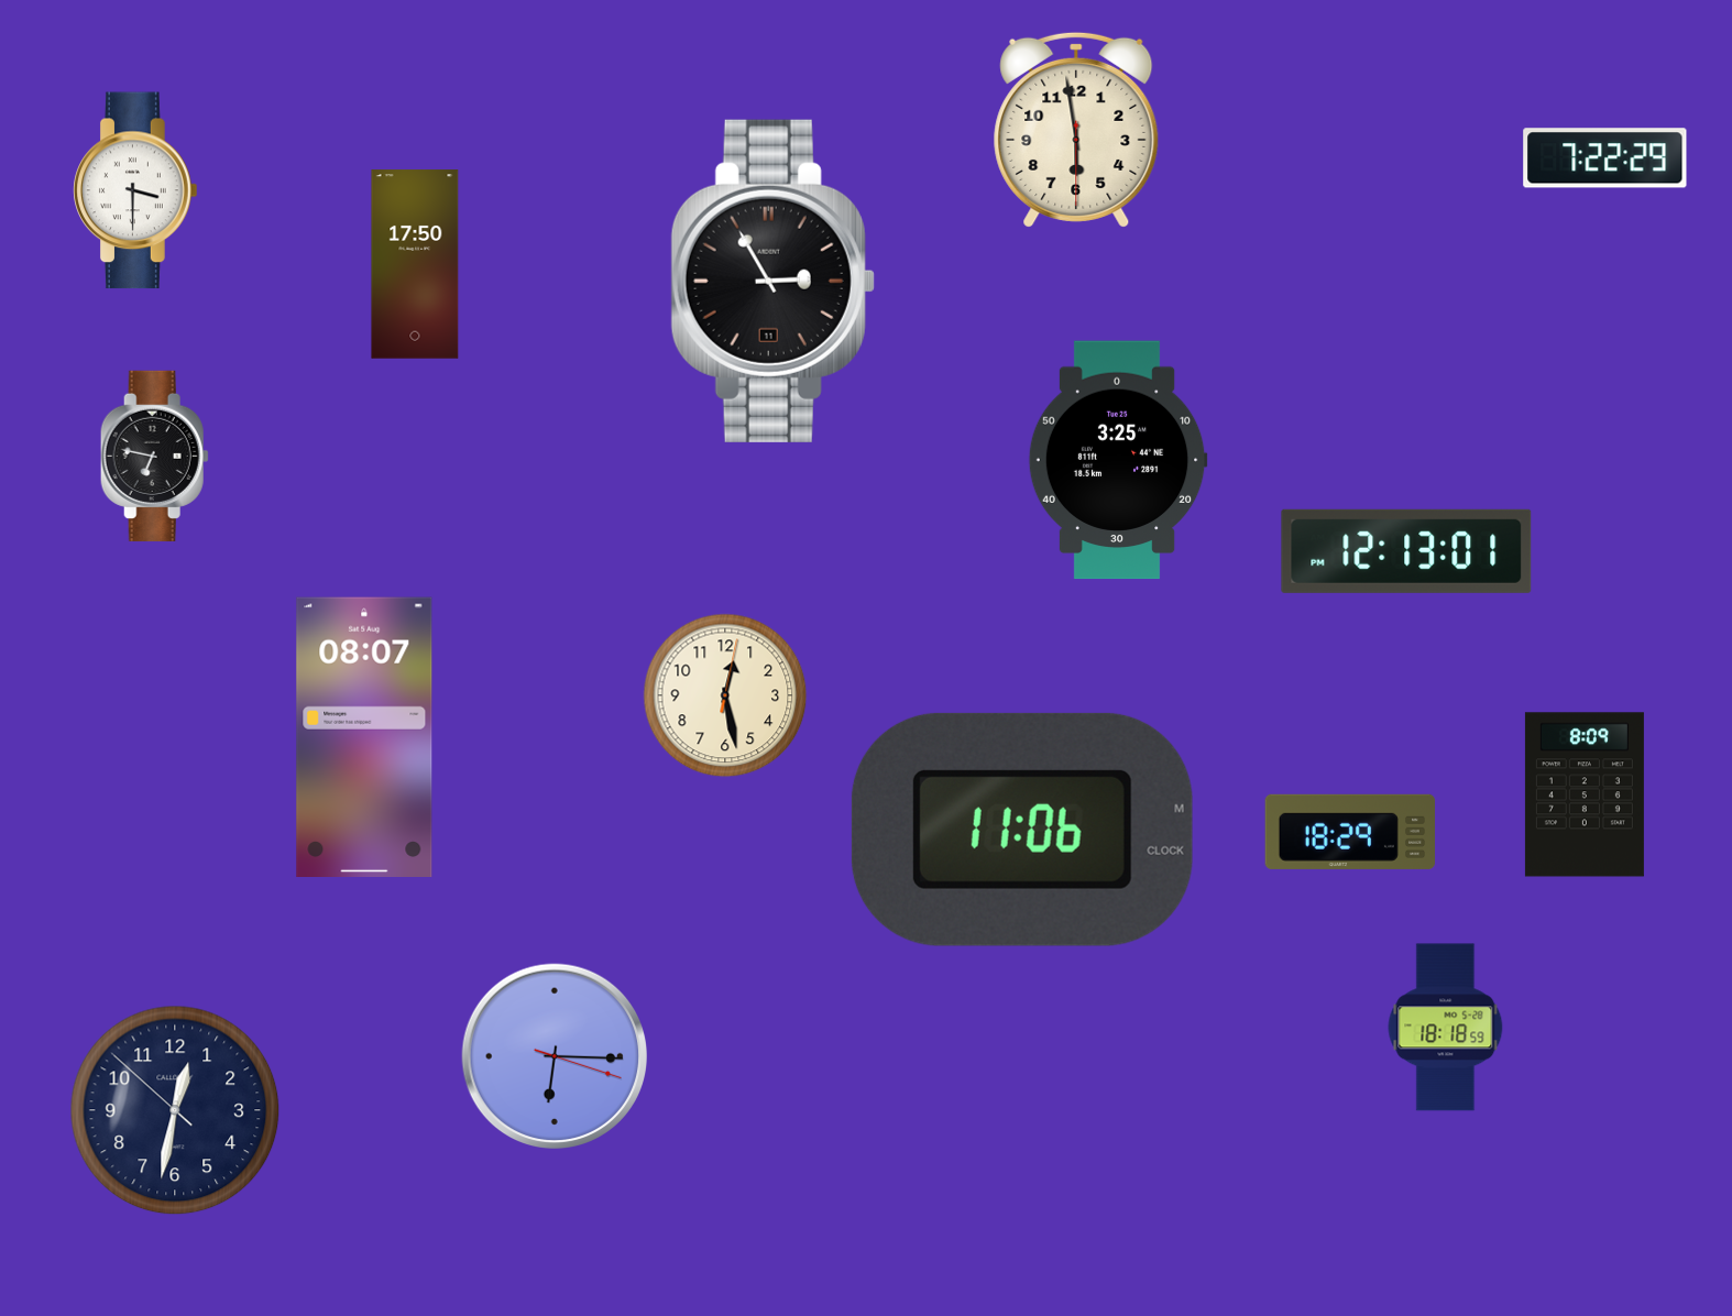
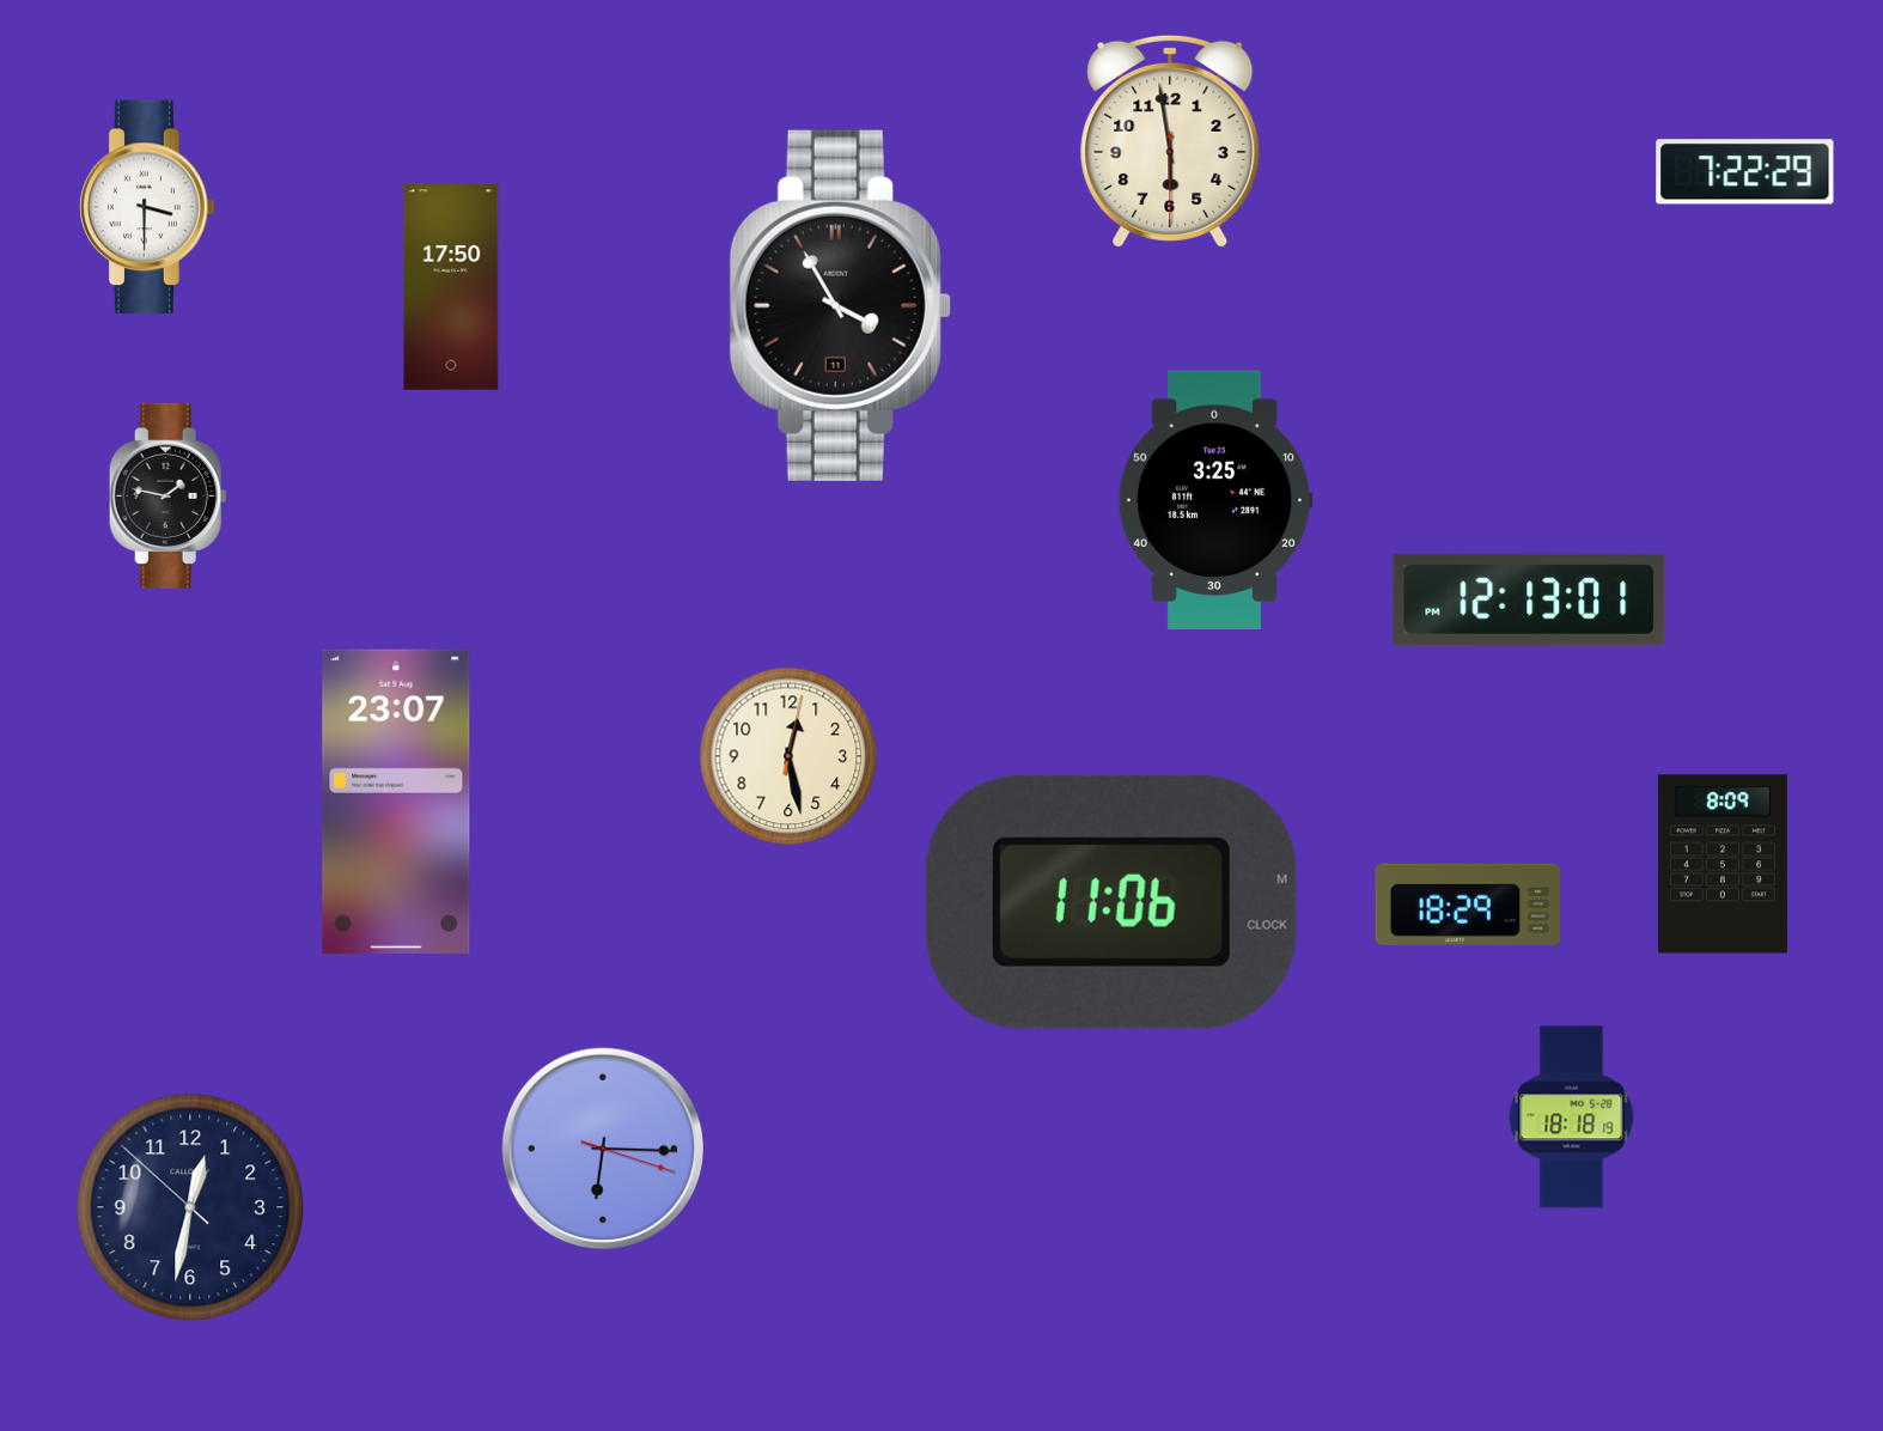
clock at (772, 281): 2:55 -> 3:55
clock at (154, 456): 6:47 -> 1:47
clock at (364, 736): 08:07 -> 23:07
clock at (1446, 1028): 18:18:59 -> 18:18:19
